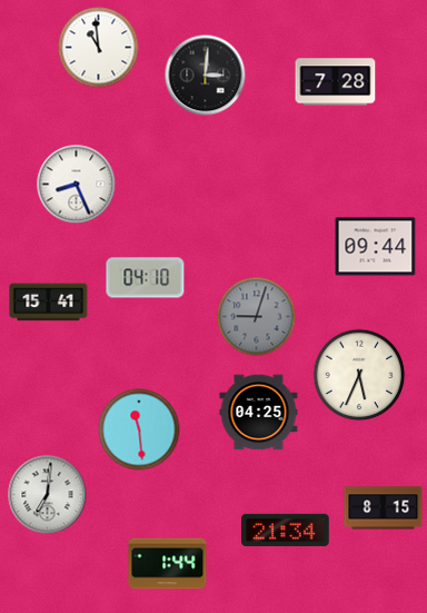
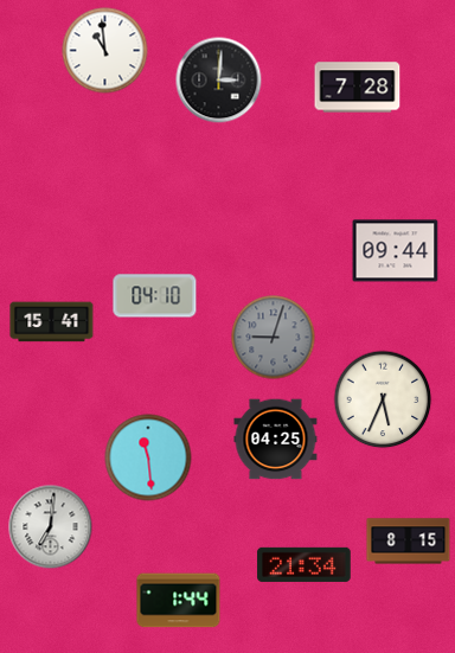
clock at (77, 185): 8:26 -> none
clock at (376, 247) position: (376, 247) -> (396, 251)
